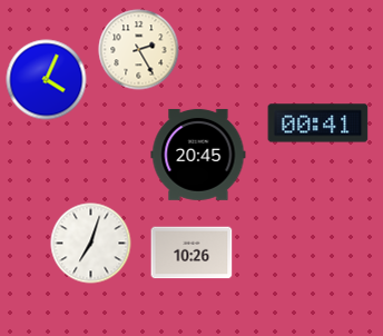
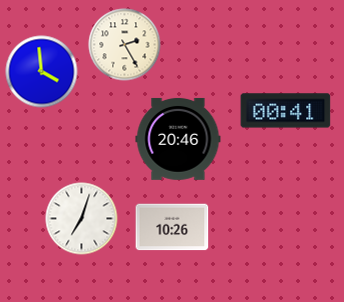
clock at (47, 80): 4:04 -> 3:59
clock at (198, 155): 20:45 -> 20:46
